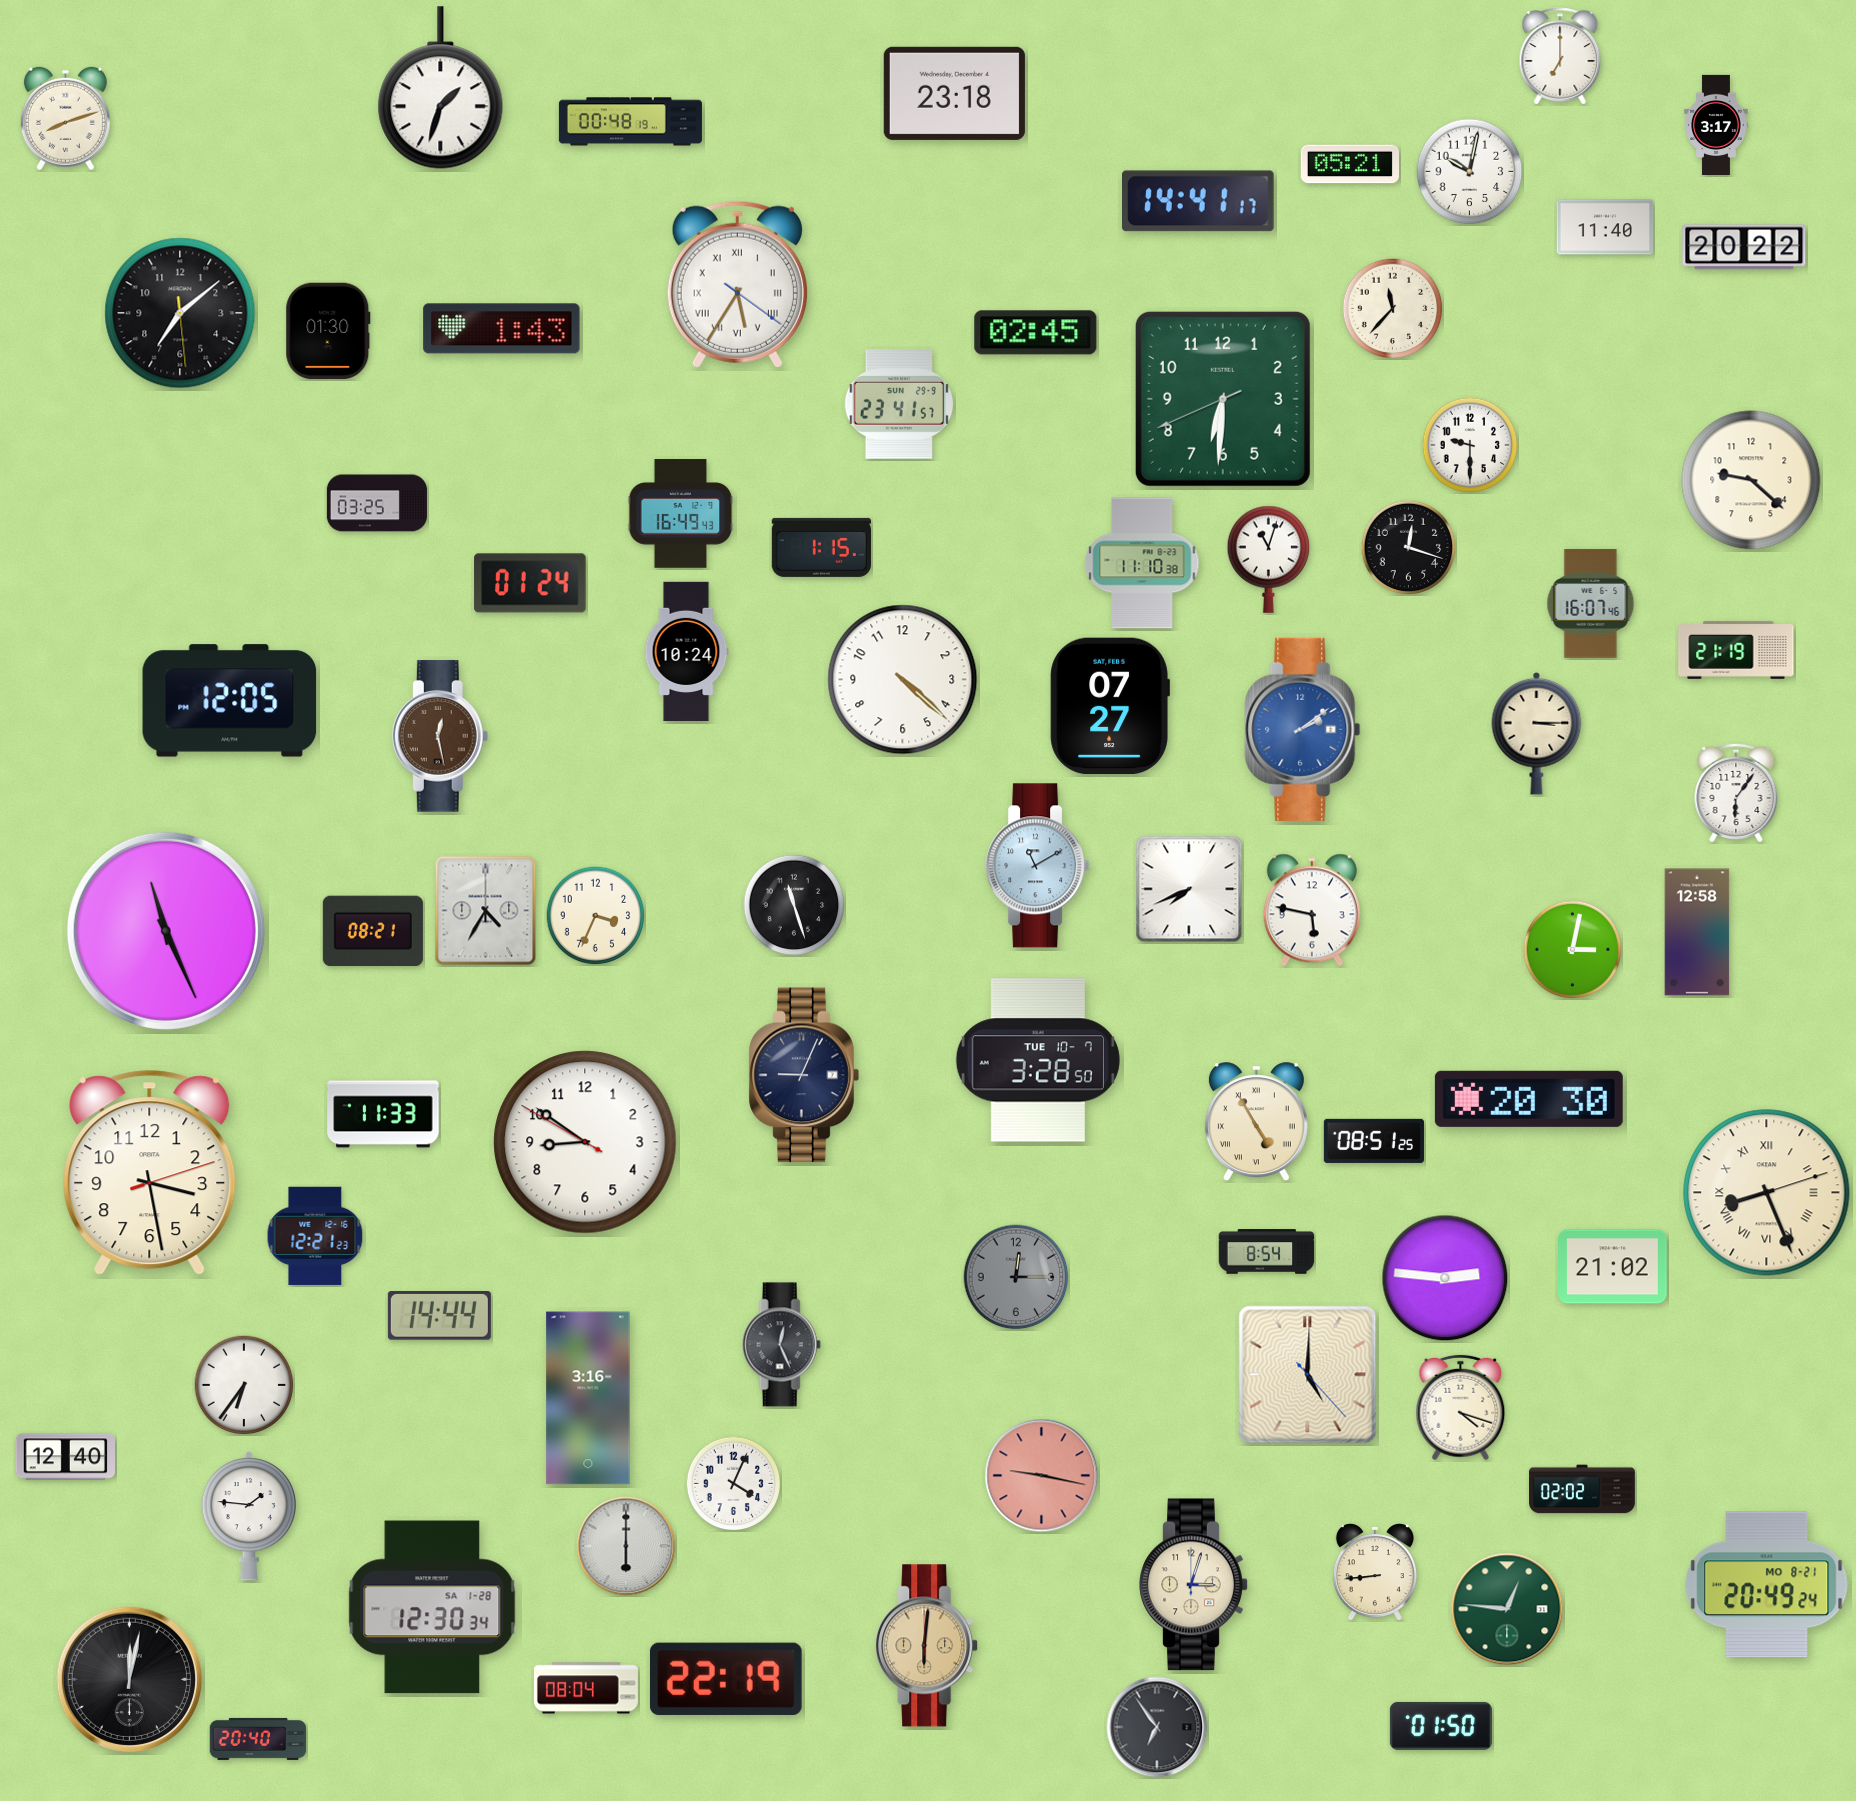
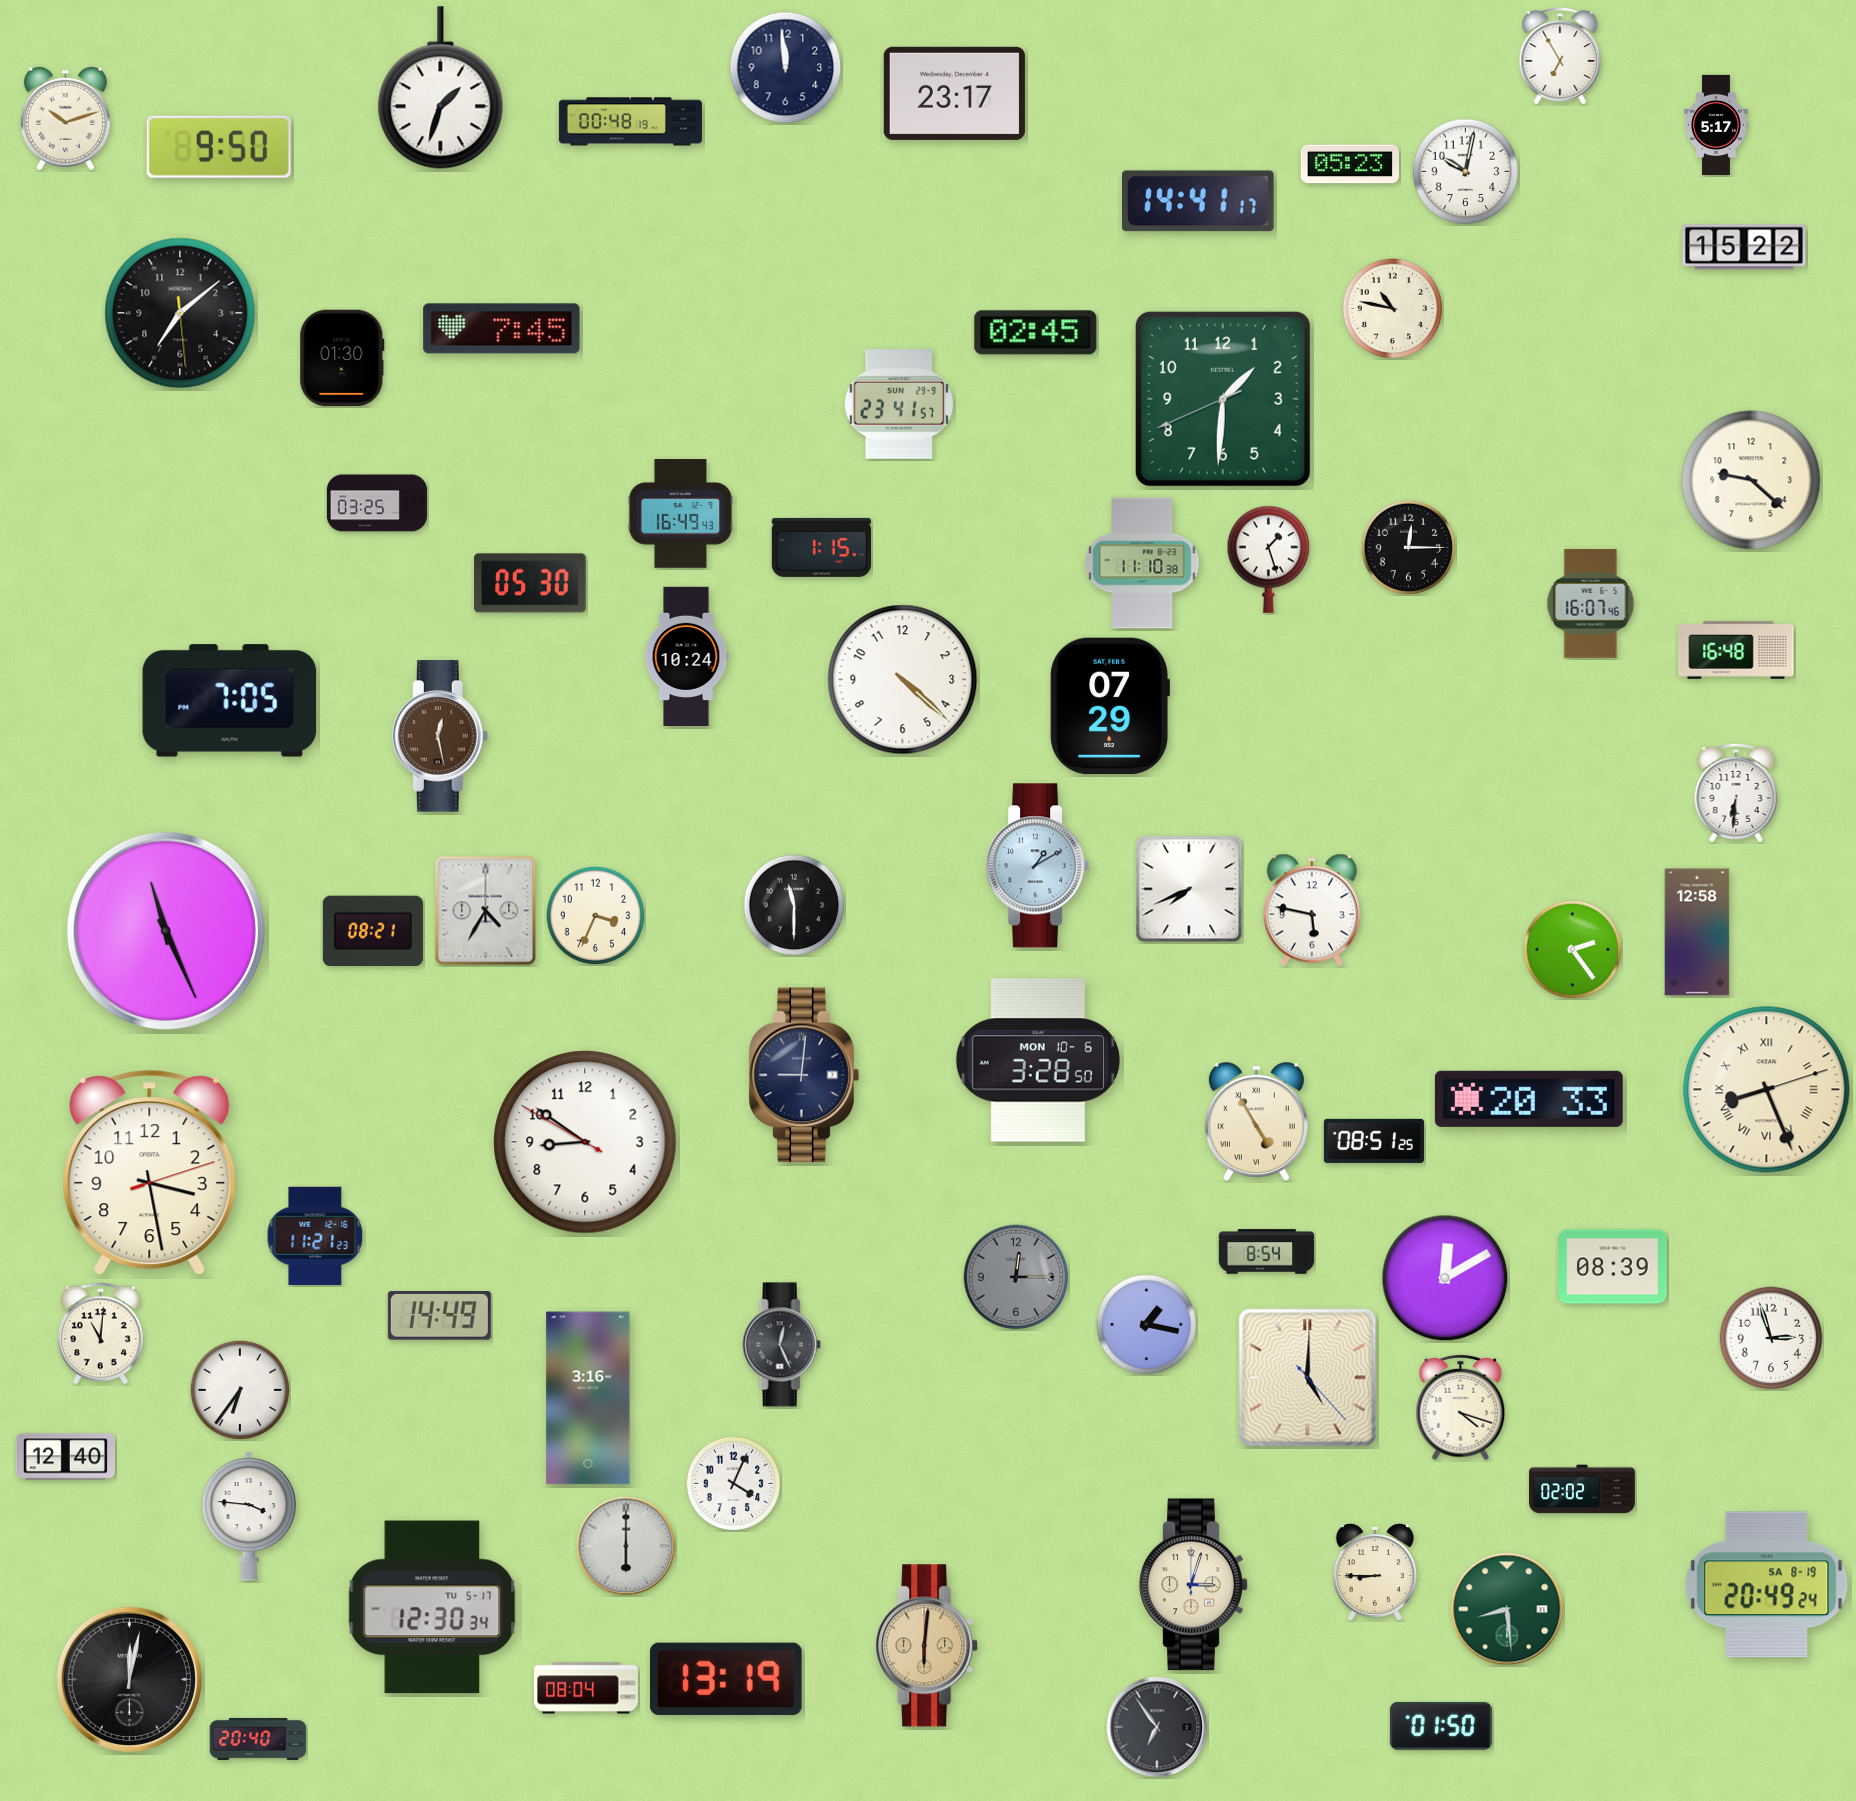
clock at (1560, 56): 7:00 -> 6:55
clock at (786, 68): none -> 11:59
clock at (954, 93): 23:18 -> 23:17
clock at (65, 119): 8:12 -> 10:12
clock at (1716, 124): 3:17 -> 5:17
clock at (219, 147): none -> 9:50
clock at (1349, 164): 05:21 -> 05:23
clock at (1470, 172) position: (1470, 172) -> (1466, 172)
clock at (1605, 227): 11:40 -> none
clock at (1744, 247): 20:22 -> 15:22
clock at (737, 284): 5:35 -> none
clock at (1393, 309): 11:37 -> 10:47
clock at (502, 329): 1:43 -> 7:45
clock at (328, 331) position: (328, 331) -> (342, 358)
clock at (1223, 399): 6:30 -> 1:30
clock at (1470, 445): 9:30 -> none
clock at (1408, 547): 12:18 -> 12:15
clock at (1269, 559): 11:03 -> 1:27
clock at (530, 583): 01:24 -> 05:30
clock at (1736, 650): 21:19 -> 16:48
clock at (686, 652) position: (686, 652) -> (686, 657)
clock at (230, 701): 12:05 -> 7:05
clock at (1110, 706): 07:27 -> 07:29
clock at (1303, 729): 2:09 -> none
clock at (1537, 733): 3:15 -> none
clock at (1736, 793): 6:06 -> 6:31
clock at (1038, 866): 11:10 -> 1:10
clock at (794, 905): 11:27 -> 11:30
clock at (1573, 950): 3:02 -> 2:24
clock at (1038, 1060) date: TUE 10-7 -> MON 10-6
clock at (804, 1075): 9:04 -> 9:01
clock at (1529, 1099): 20:30 -> 20:33
clock at (383, 1114): 11:33 -> none
clock at (1767, 1193) position: (1767, 1193) -> (1767, 1090)
clock at (315, 1236): 12:21 -> 11:21
clock at (1613, 1267): 21:02 -> 08:39
clock at (1445, 1278): 2:46 -> 12:10
clock at (439, 1316): 14:44 -> 14:49
clock at (1147, 1325): none -> 1:17
clock at (100, 1334): none -> 11:01
clock at (1771, 1338): none -> 2:57
clock at (1308, 1375) position: (1308, 1375) -> (1308, 1378)
clock at (244, 1385) position: (244, 1385) -> (240, 1390)
clock at (1042, 1476): 9:17 -> none
clock at (249, 1516): 1:46 -> 3:46
clock at (1375, 1573): 8:44 -> 8:45
clock at (1767, 1585) date: MO 8-21 -> SA 8-19
clock at (432, 1607) date: SA 1-28 -> TU 5-17
clock at (1507, 1609): 12:46 -> 8:29
clock at (726, 1679): 22:19 -> 13:19
